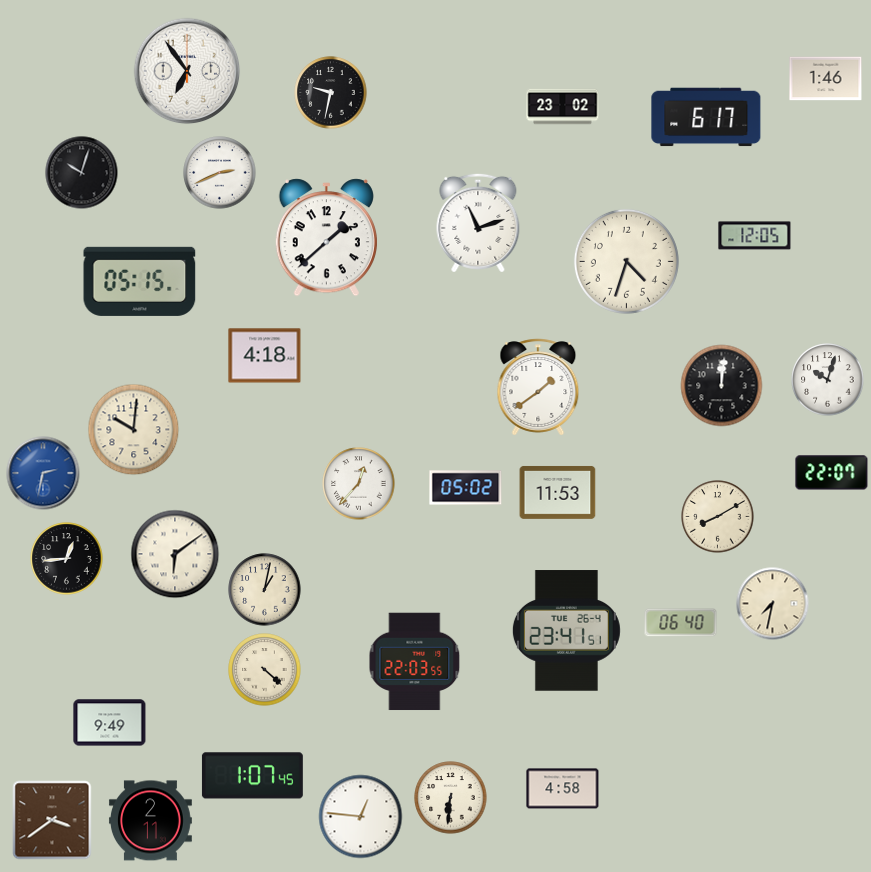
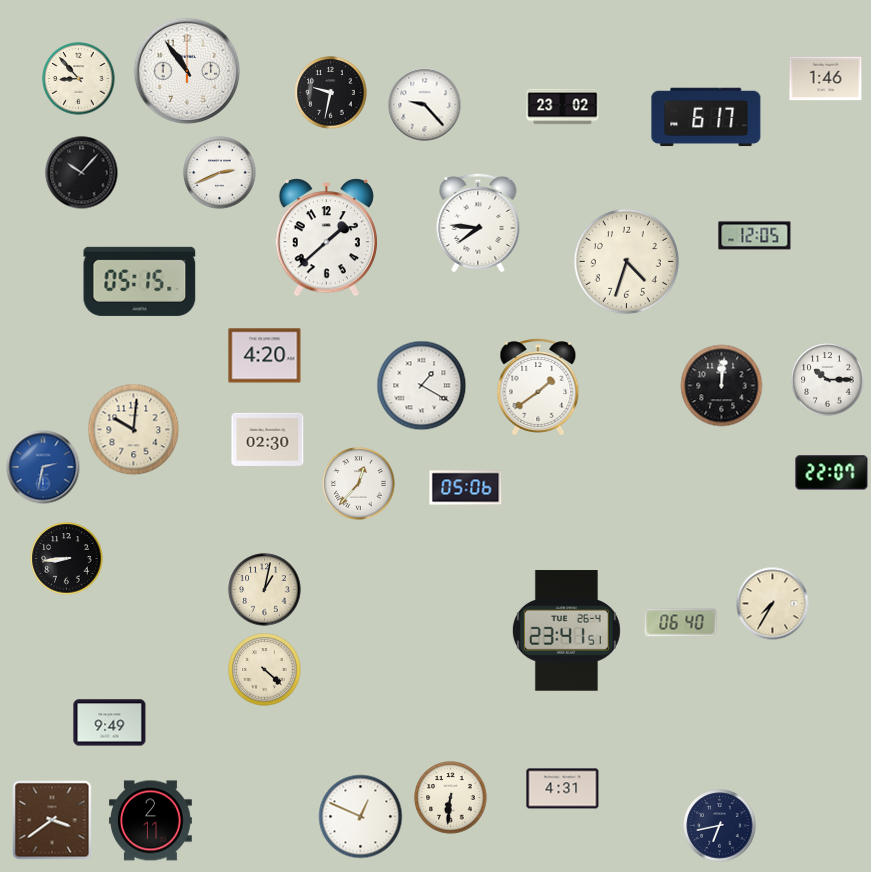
clock at (187, 71): 6:54 -> 10:54
clock at (79, 79): none -> 8:53
clock at (425, 105): none -> 9:23
clock at (82, 173): 10:03 -> 10:07
clock at (478, 223): 11:12 -> 7:46
clock at (265, 356): 4:18 -> 4:20
clock at (828, 380): 10:03 -> 10:15
clock at (422, 386): none -> 1:20
clock at (268, 439): none -> 02:30
clock at (43, 473) position: (43, 473) -> (43, 467)
clock at (466, 488): 05:02 -> 05:06
clock at (558, 493): 11:53 -> none
clock at (718, 517): 8:10 -> none
clock at (175, 554): 6:09 -> none
clock at (67, 559): 12:44 -> 8:44
clock at (773, 604): 7:32 -> 7:35
clock at (415, 662): 22:03 -> none
clock at (252, 776): 1:07 -> none
clock at (563, 789): 4:58 -> 4:31
clock at (361, 817): 12:46 -> 12:49
clock at (720, 826): none -> 6:43
